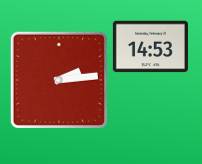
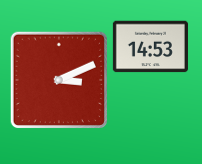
clock at (58, 79): 2:14 -> 3:11
